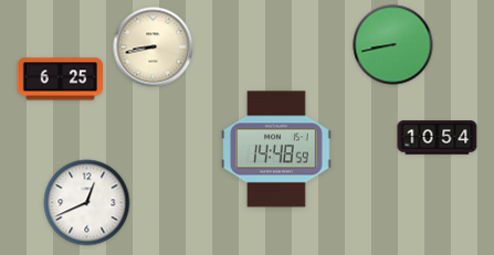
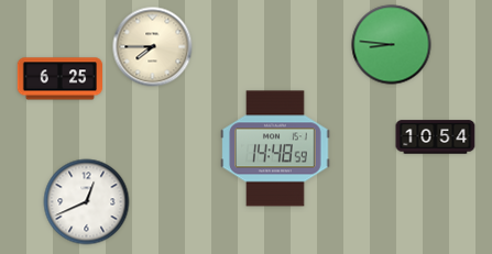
clock at (393, 45): 8:43 -> 8:46
clock at (154, 47): 8:43 -> 7:45
